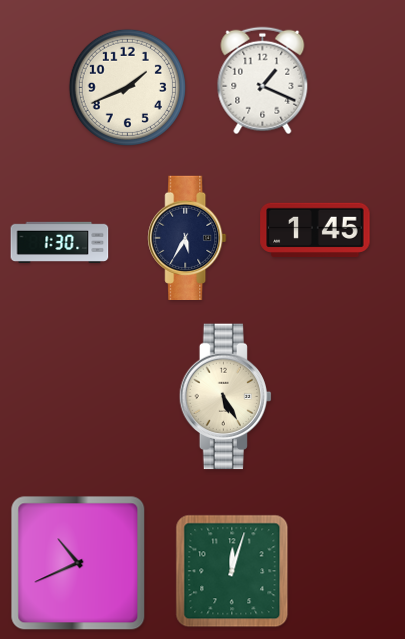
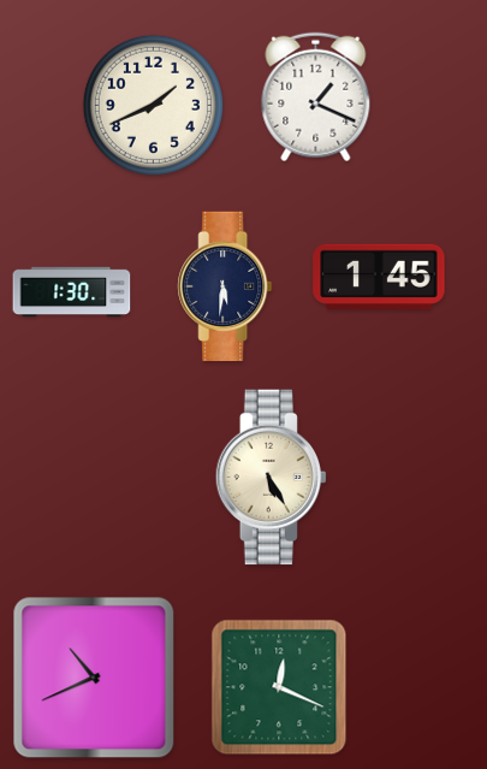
clock at (187, 237): 5:35 -> 5:31
clock at (232, 571): 12:03 -> 12:19
